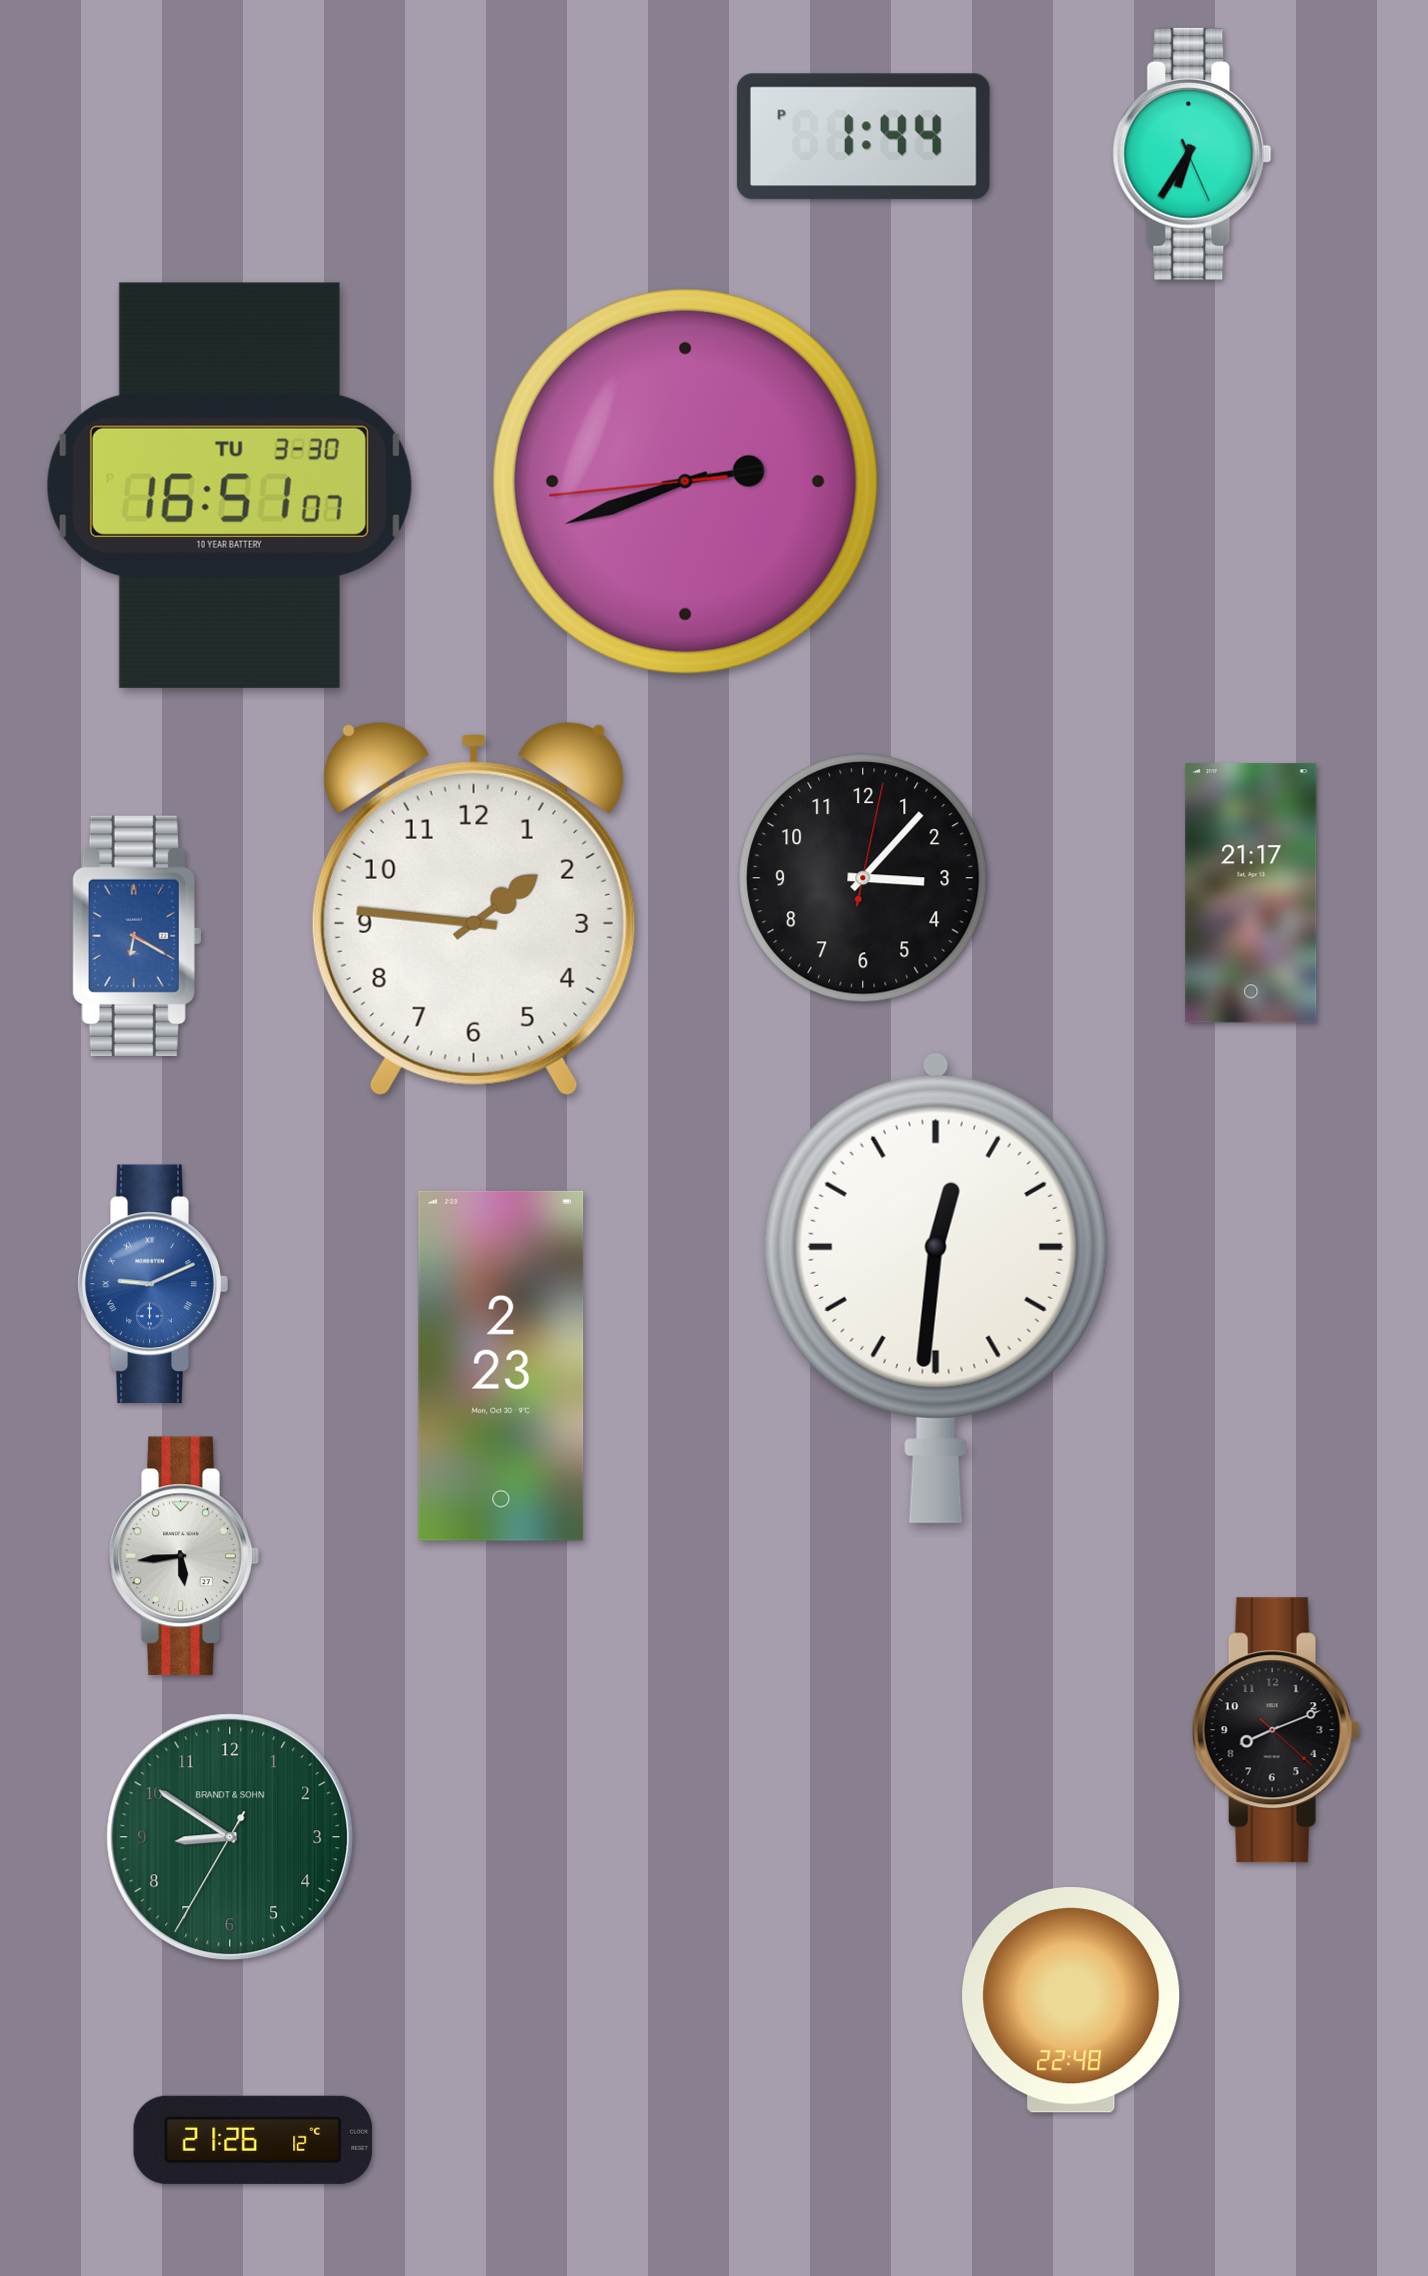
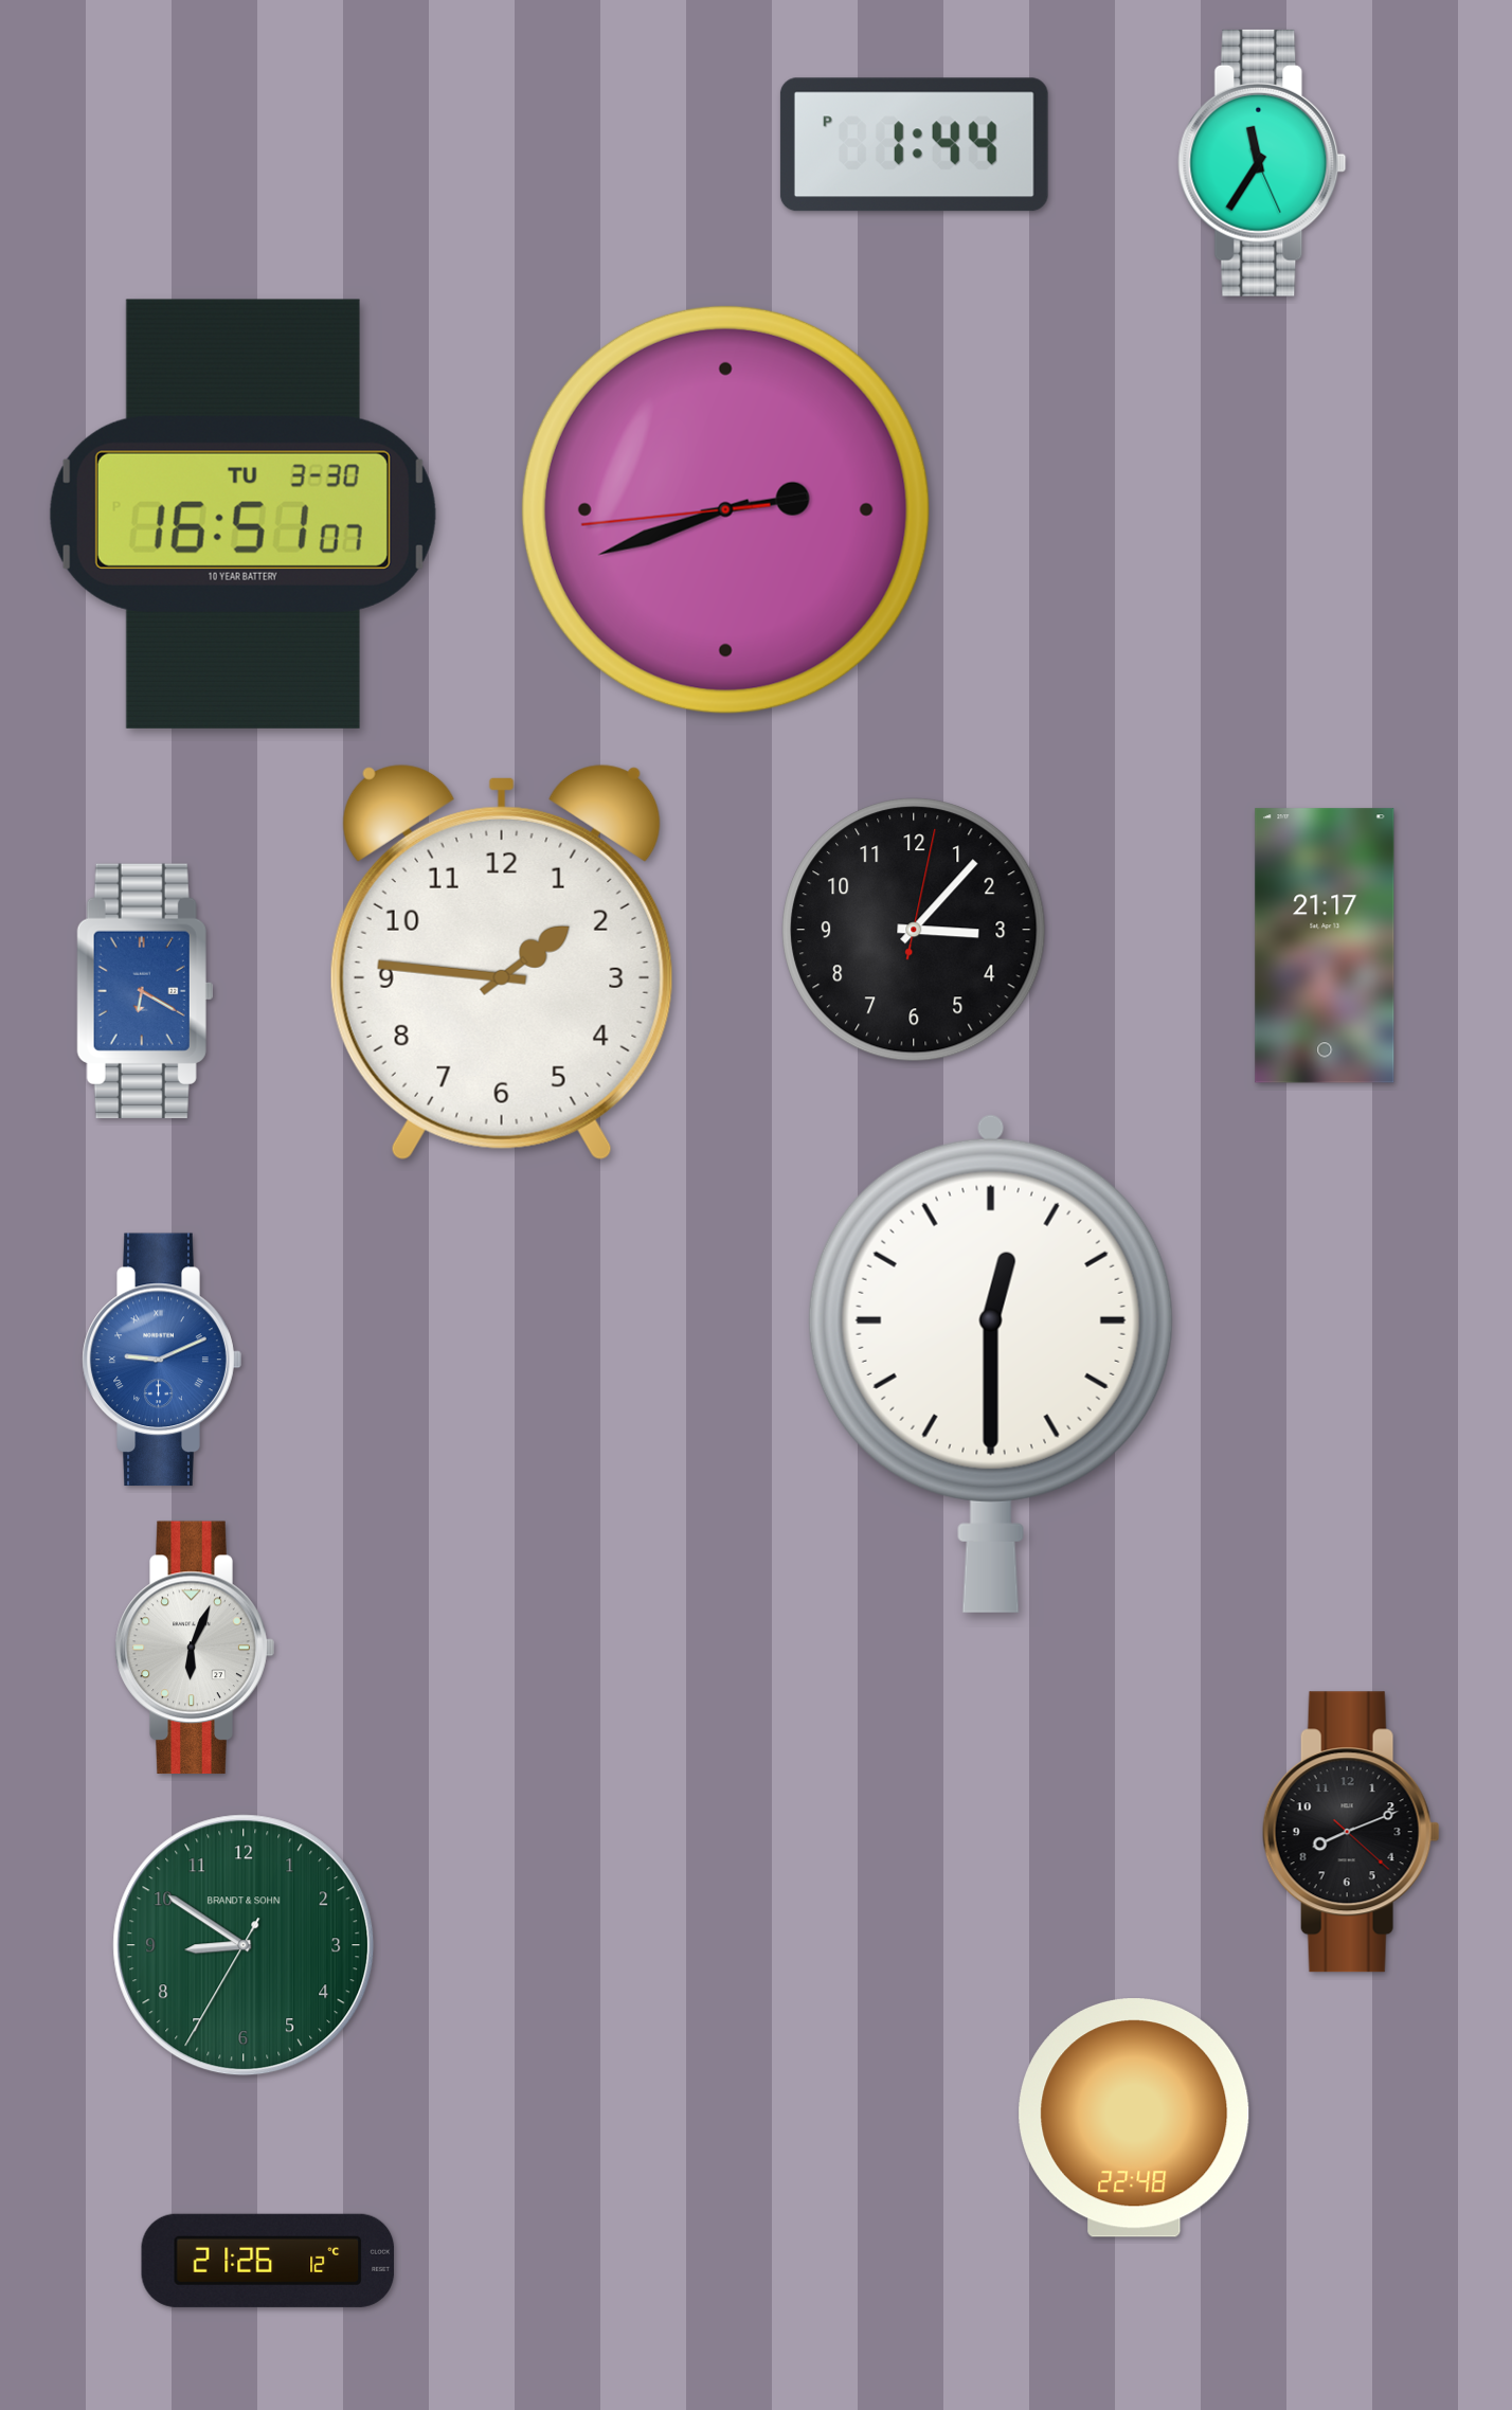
clock at (1192, 154): 6:35 -> 11:35
clock at (936, 1287): 12:31 -> 12:30
clock at (501, 1366): 2:23 -> none
clock at (184, 1556): 5:44 -> 6:04
clock at (253, 2140) position: (253, 2140) -> (268, 2261)
